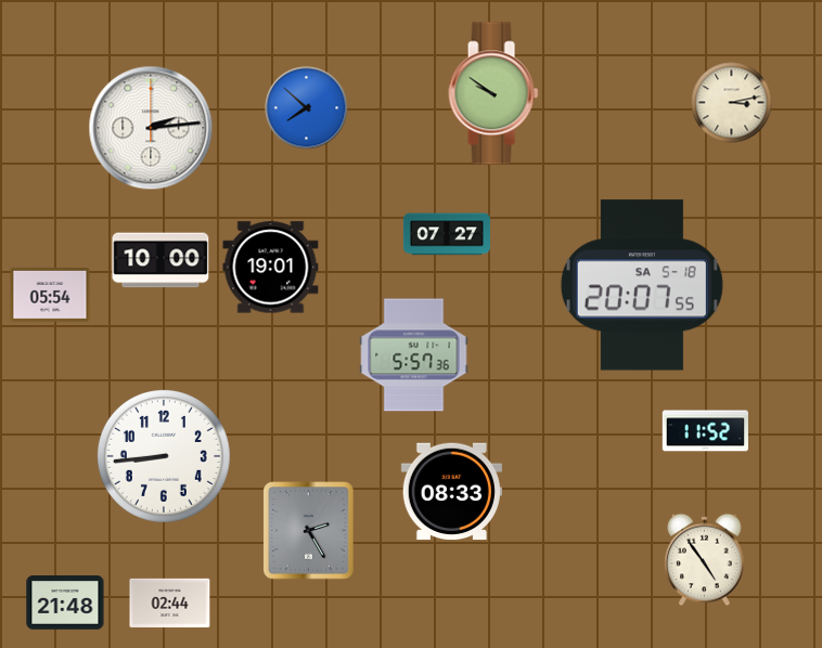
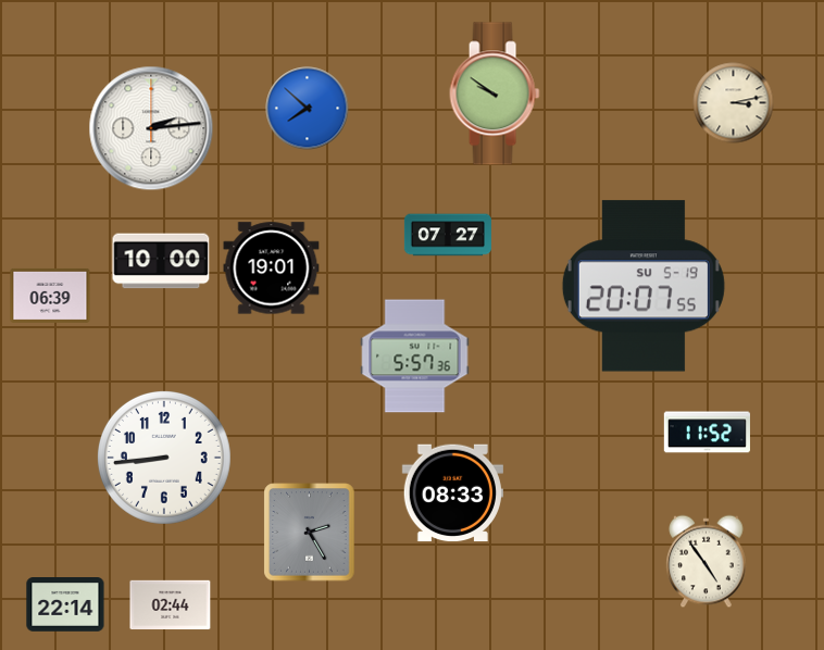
clock at (642, 285) date: SA 5-18 -> SU 5-19
clock at (50, 295): 05:54 -> 06:39
clock at (65, 604): 21:48 -> 22:14
